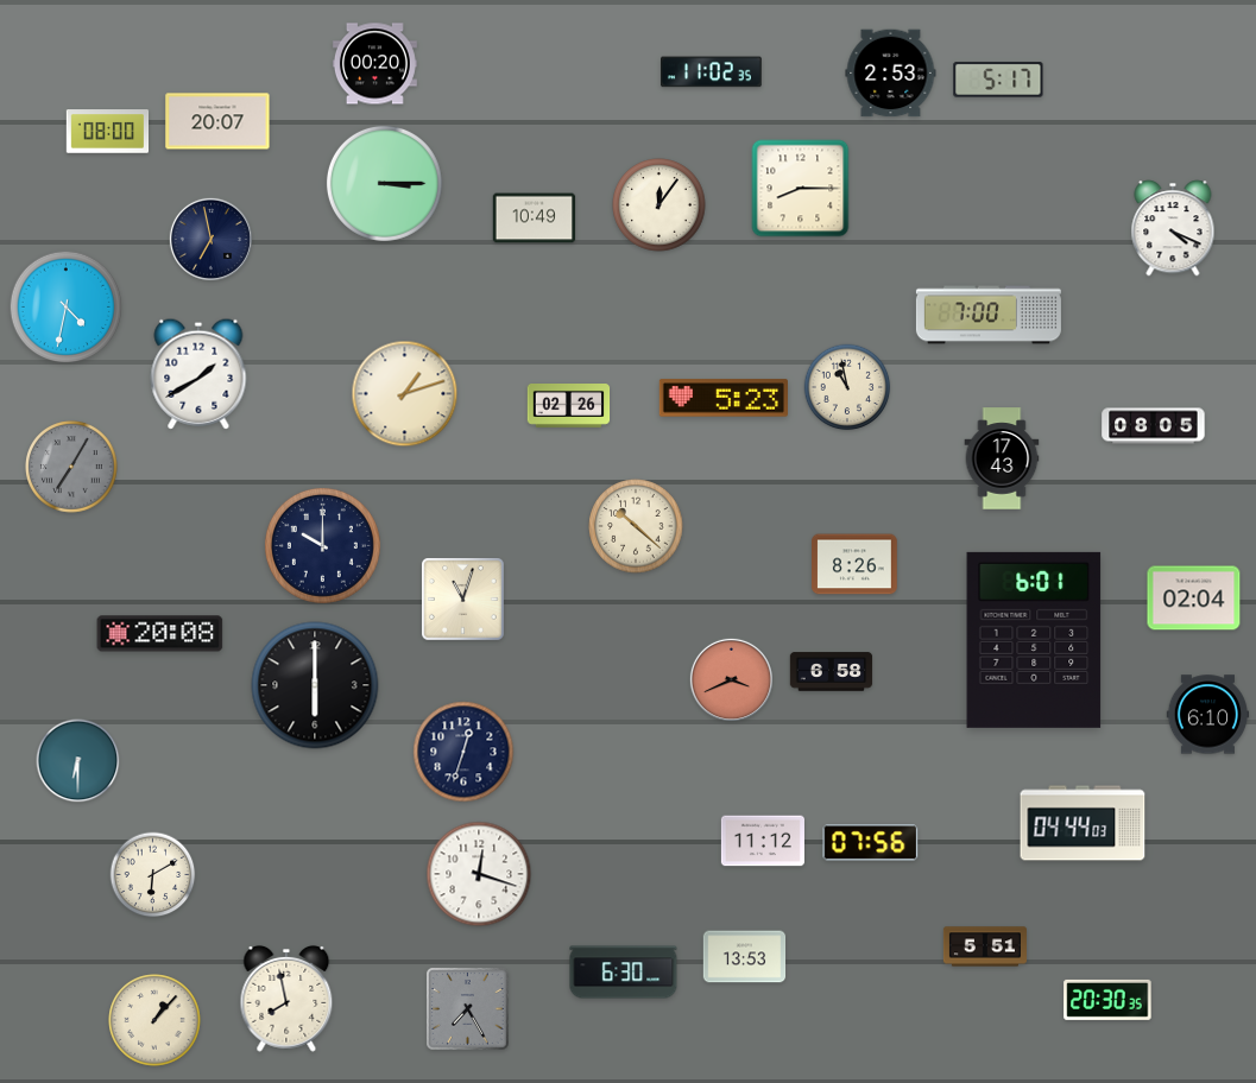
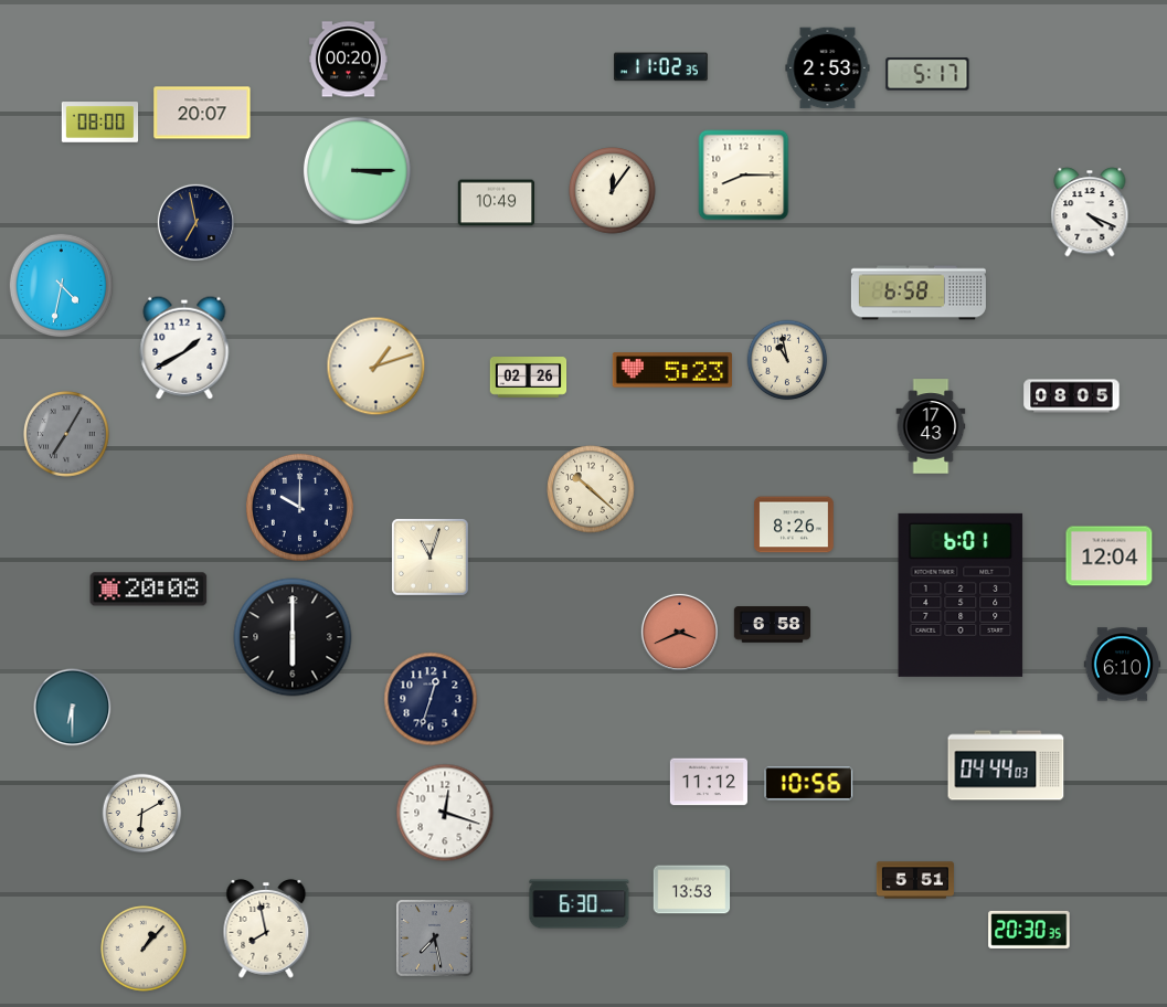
clock at (989, 315): 7:00 -> 6:58
clock at (1194, 598): 02:04 -> 12:04
clock at (871, 843): 07:56 -> 10:56
clock at (468, 1009): 7:25 -> 7:28
